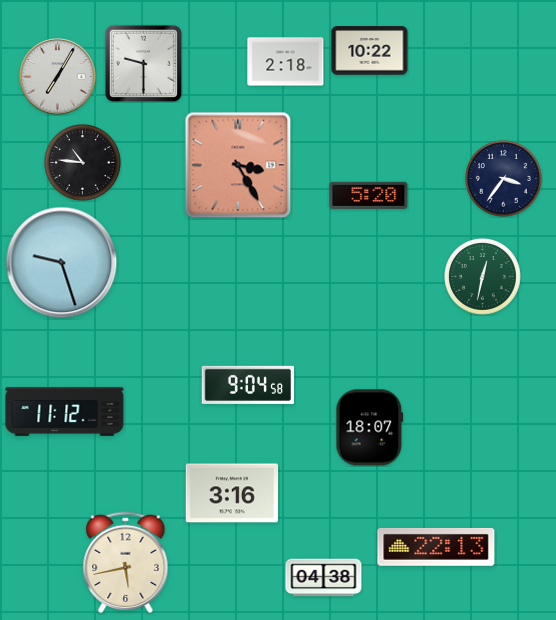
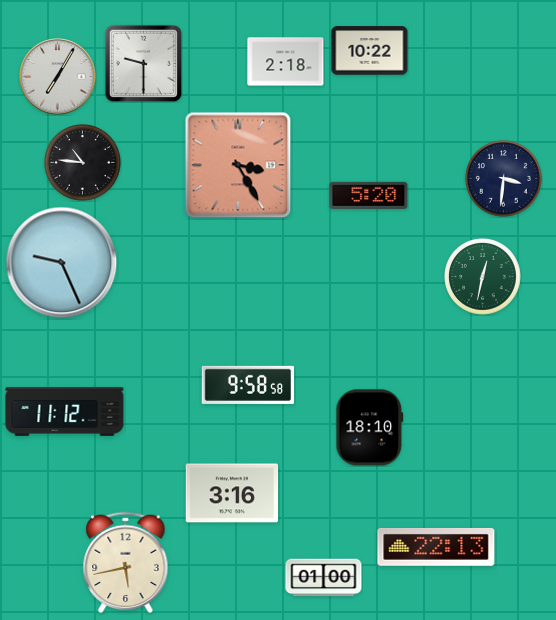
clock at (504, 179): 3:36 -> 3:31
clock at (62, 263): 9:27 -> 9:26
clock at (248, 385): 9:04 -> 9:58
clock at (370, 428): 18:07 -> 18:10
clock at (324, 578): 04:38 -> 01:00
